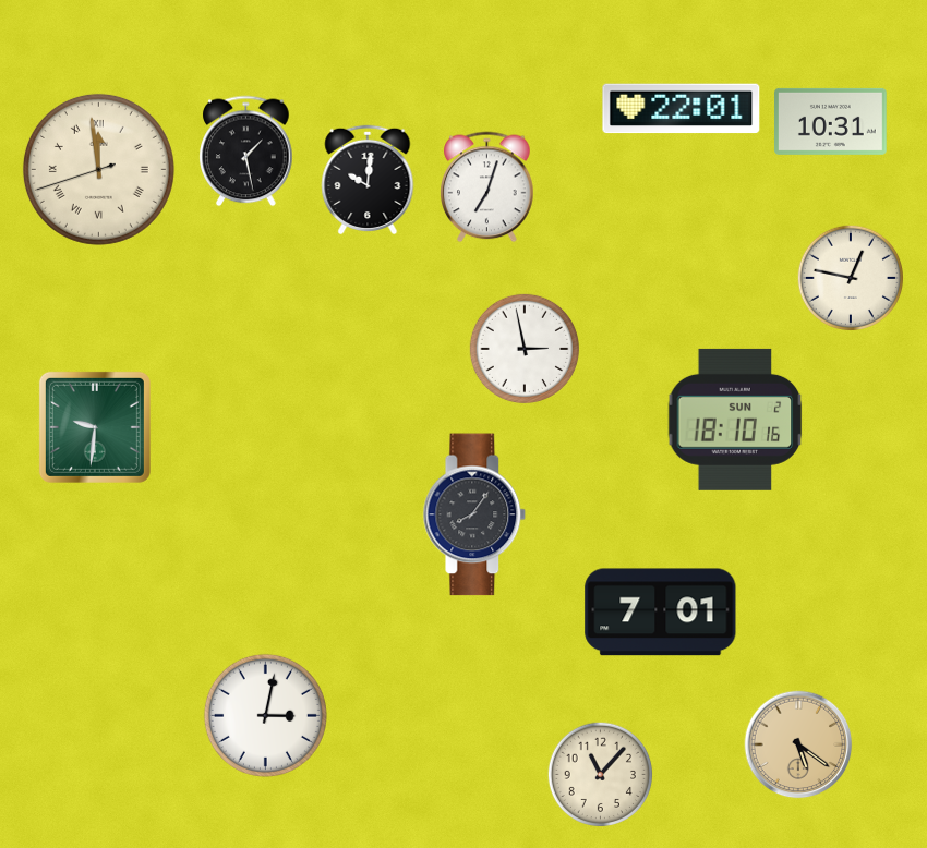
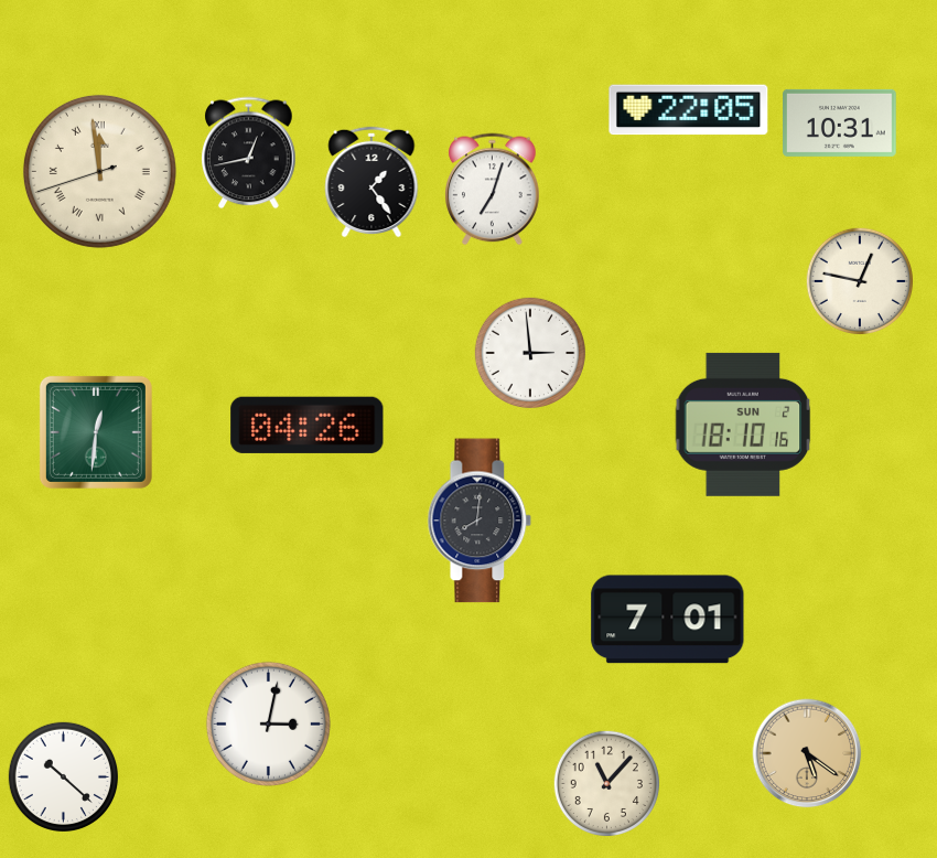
clock at (682, 109): 22:01 -> 22:05
clock at (246, 152): 1:28 -> 12:43
clock at (368, 180): 10:01 -> 1:24
clock at (523, 348): 2:58 -> 2:59
clock at (308, 425): none -> 04:26
clock at (95, 427): 9:31 -> 12:31
clock at (474, 514): 8:06 -> 8:01
clock at (63, 776): none -> 10:22
